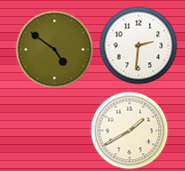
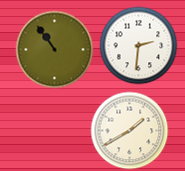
clock at (54, 49): 4:51 -> 10:54
